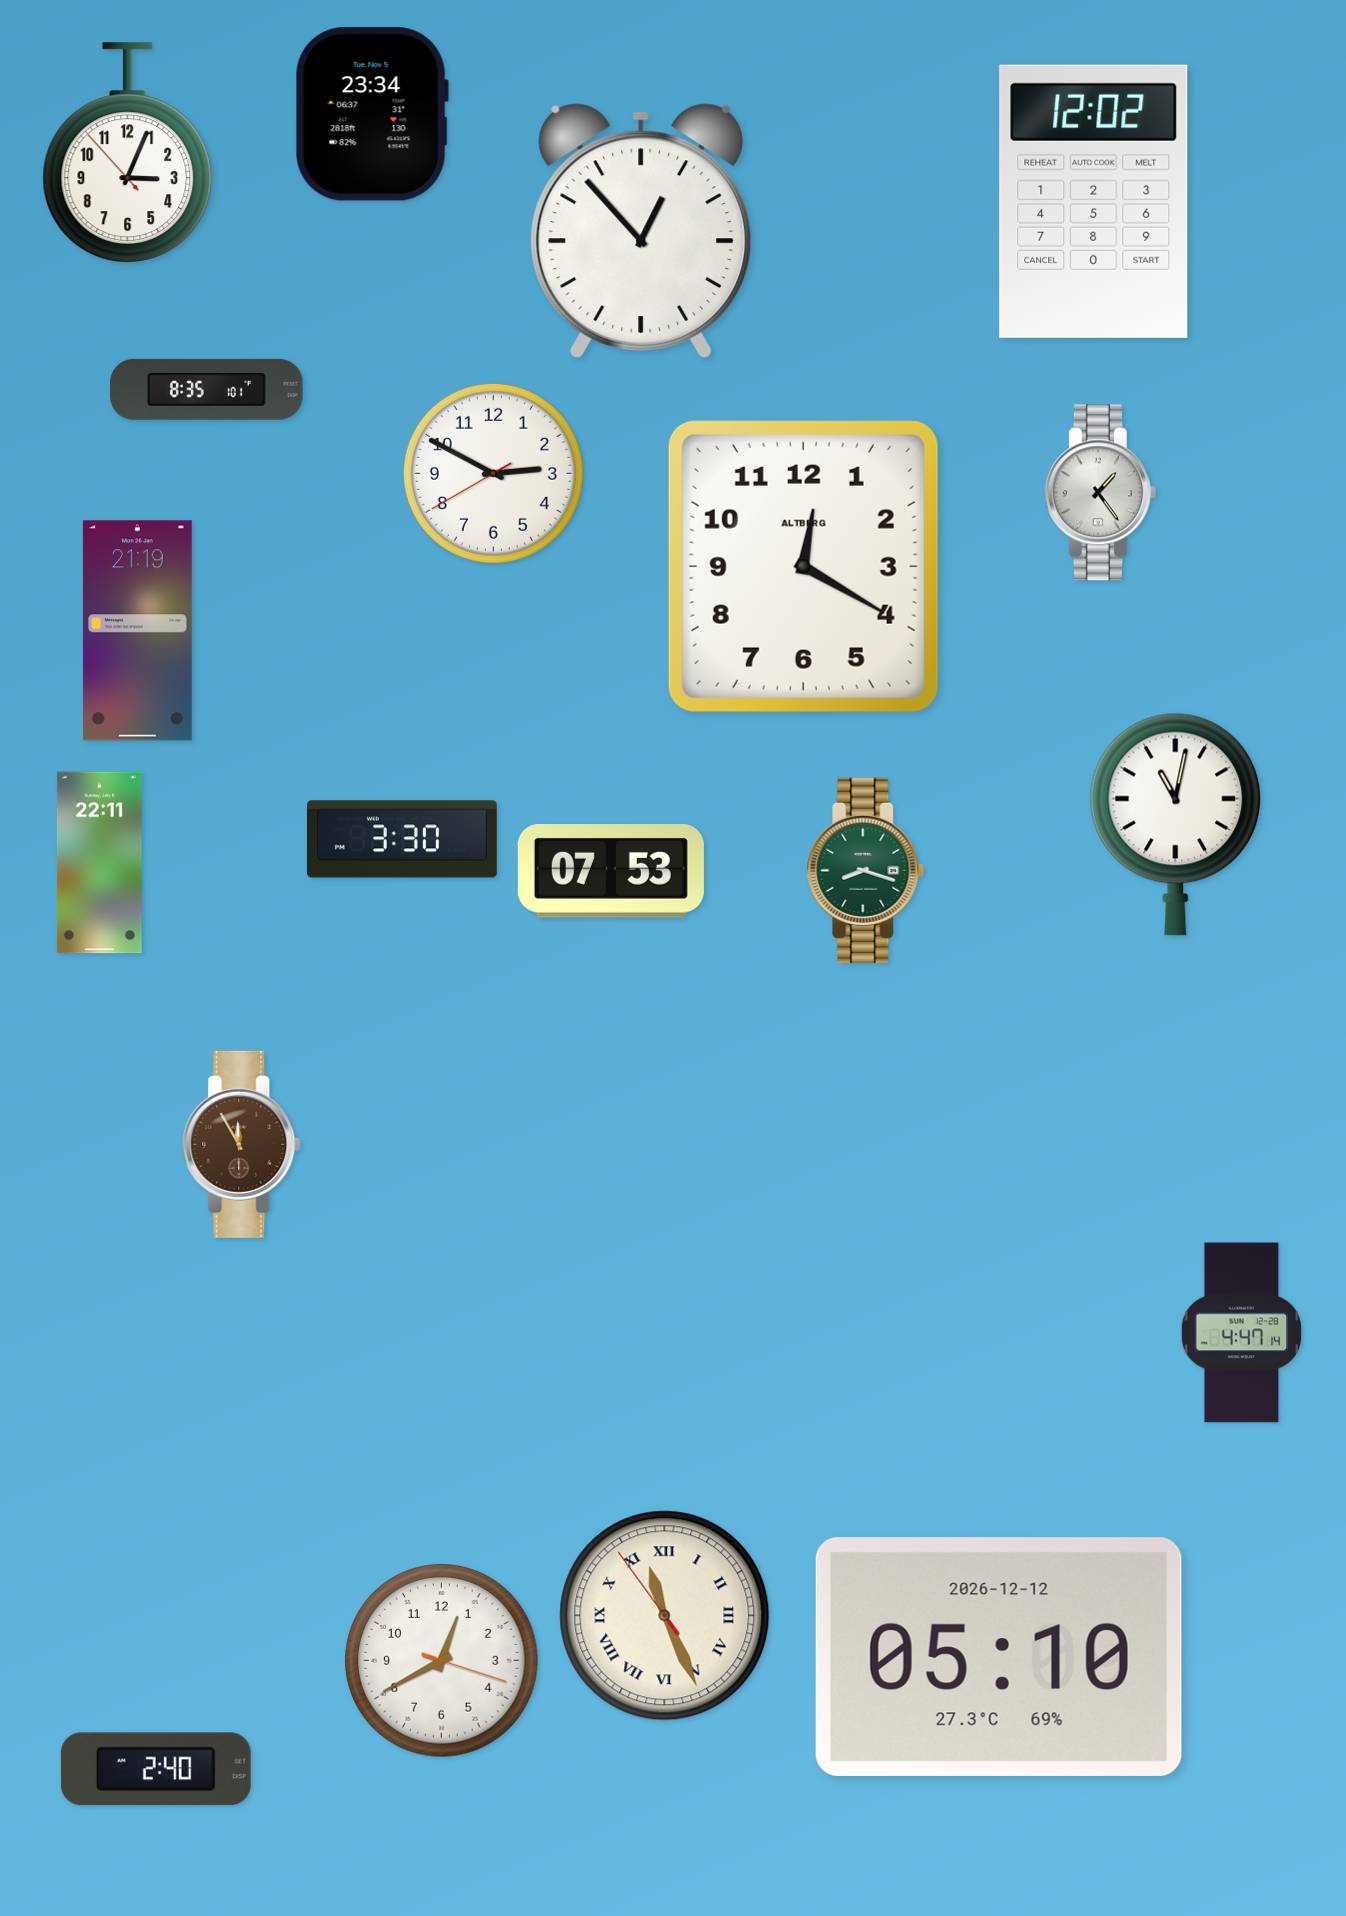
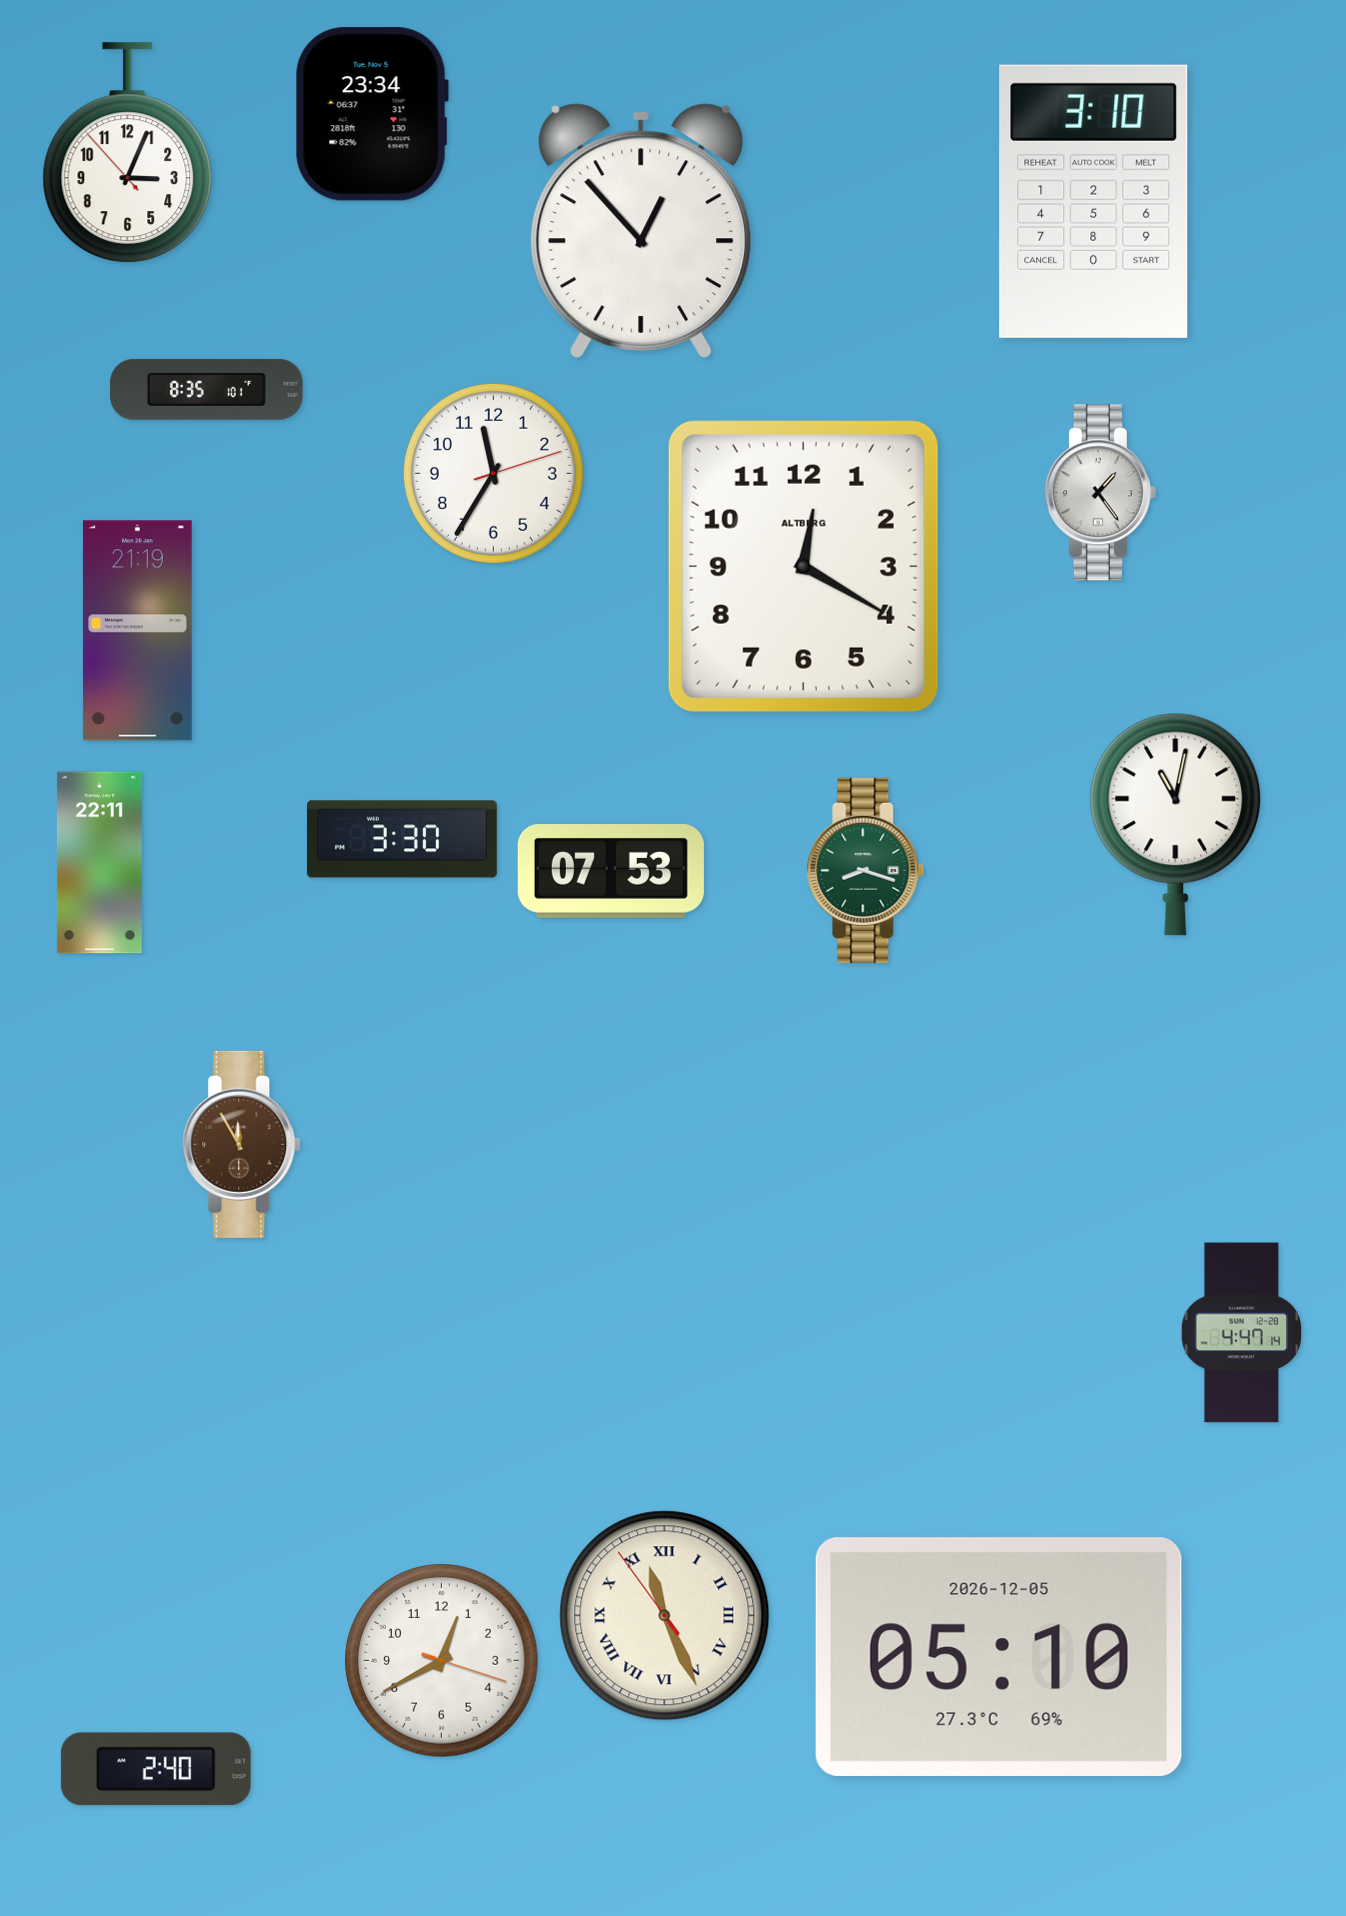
clock at (1094, 201): 12:02 -> 3:10
clock at (493, 473): 2:49 -> 11:35
clock at (999, 1657) date: 2026-12-12 -> 2026-12-05
